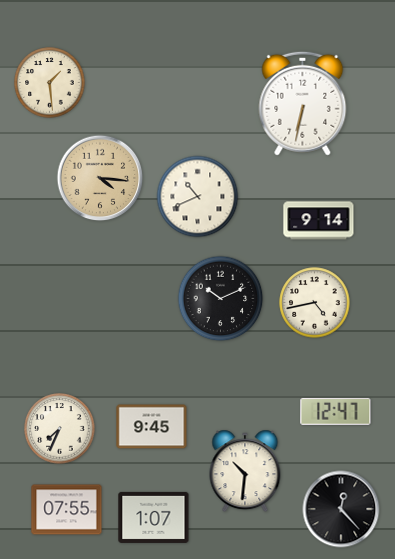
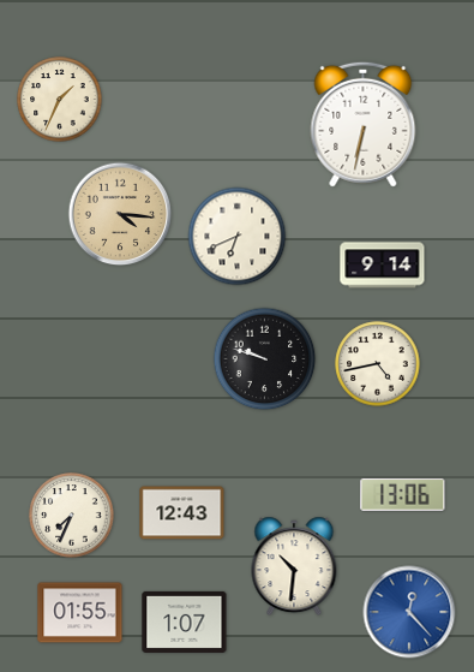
clock at (50, 83): 1:29 -> 1:34
clock at (198, 197): 10:41 -> 6:41
clock at (221, 299): 10:11 -> 9:48
clock at (336, 411): 12:47 -> 13:06
clock at (152, 427): 9:45 -> 12:43
clock at (341, 509) dial: black -> blue
clock at (67, 510): 07:55 -> 01:55
